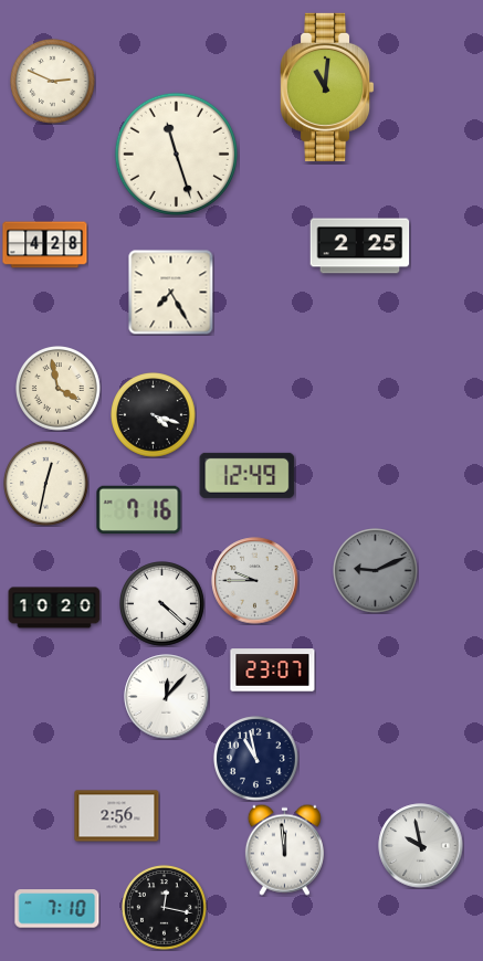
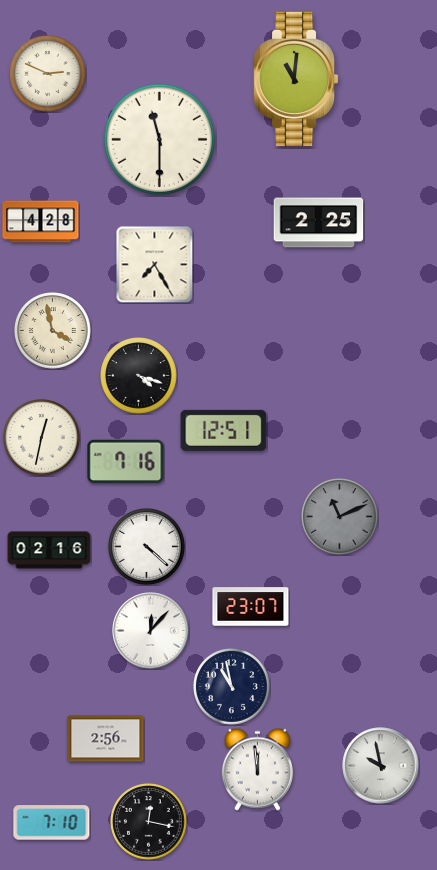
clock at (176, 154): 11:27 -> 11:30
clock at (360, 246) position: (360, 246) -> (319, 223)
clock at (59, 389) position: (59, 389) -> (53, 331)
clock at (248, 475): 12:49 -> 12:51
clock at (376, 571): 9:11 -> 11:11
clock at (255, 581): 9:45 -> none
clock at (54, 608): 10:20 -> 02:16
clock at (273, 670) position: (273, 670) -> (251, 607)
